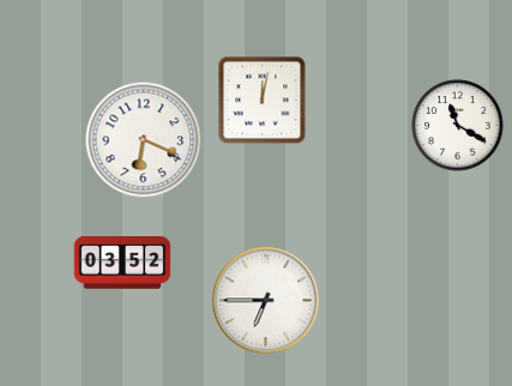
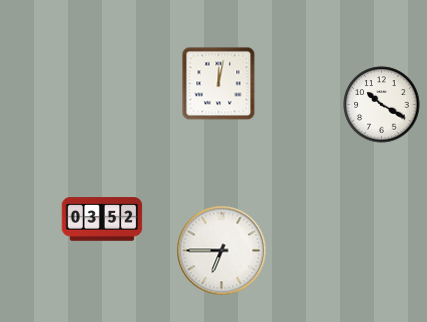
clock at (458, 126): 11:20 -> 10:20
clock at (144, 140): 6:19 -> none
